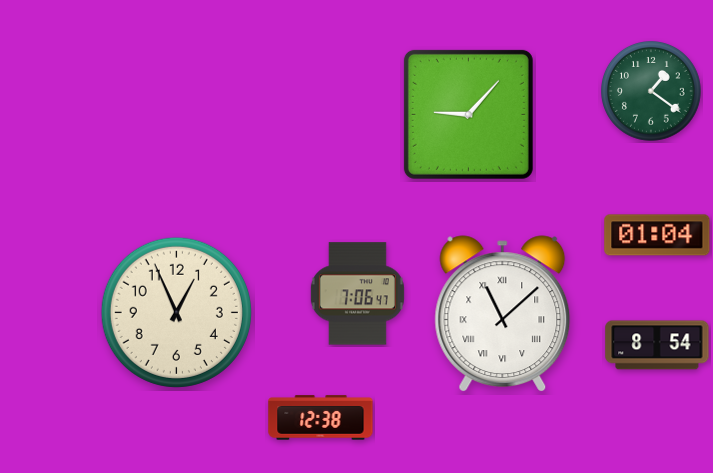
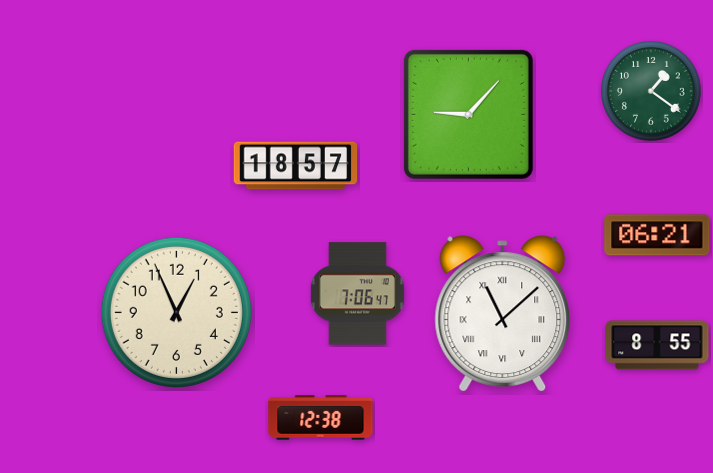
clock at (296, 166): none -> 18:57
clock at (657, 235): 01:04 -> 06:21
clock at (657, 345): 8:54 -> 8:55
